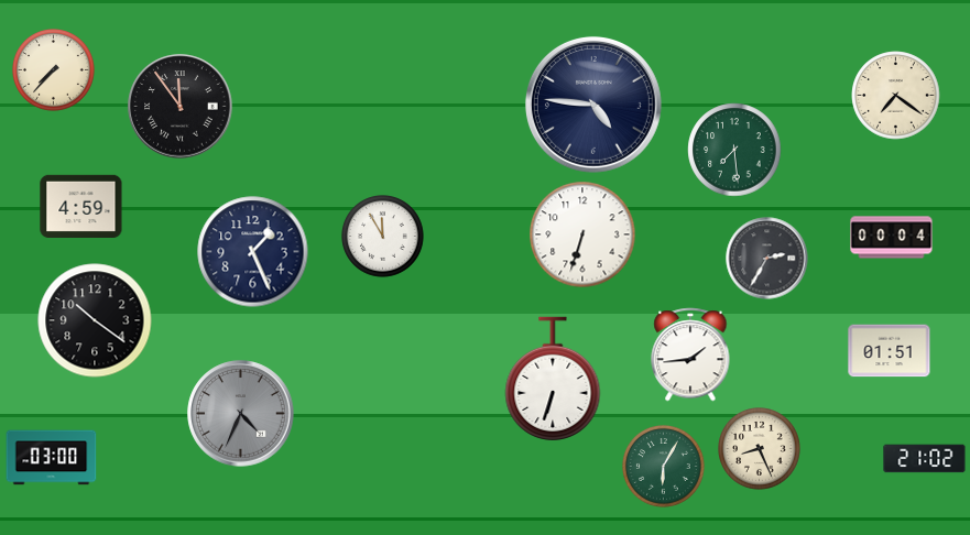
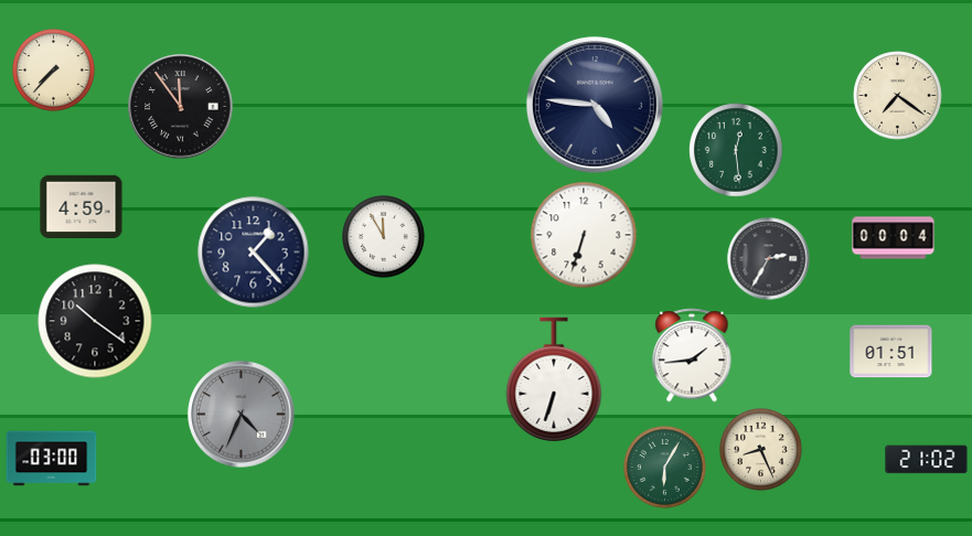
clock at (734, 150): 7:29 -> 12:29
clock at (253, 252): 1:26 -> 1:23
